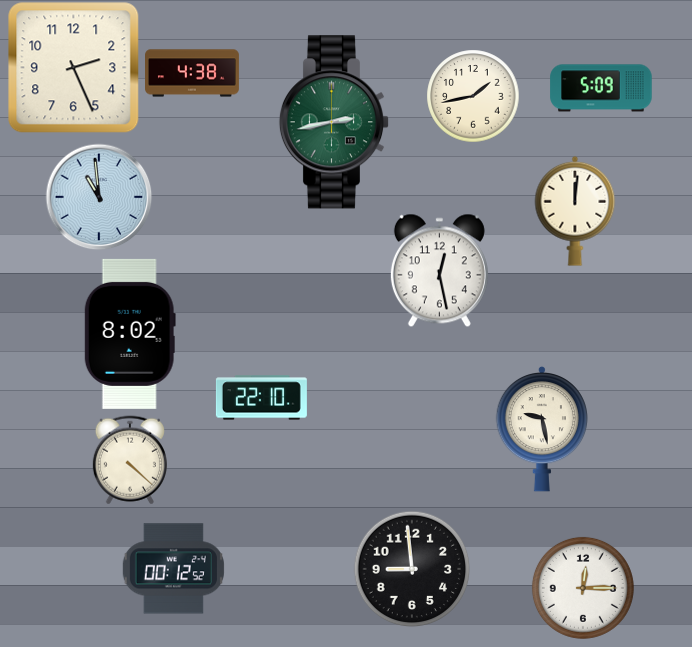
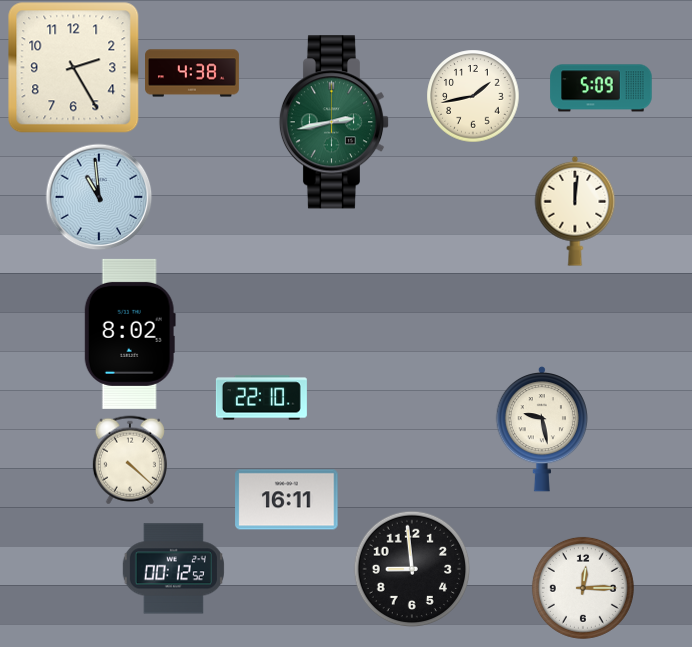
clock at (74, 68): 2:26 -> 2:25
clock at (439, 270): 12:28 -> none
clock at (287, 500): none -> 16:11
